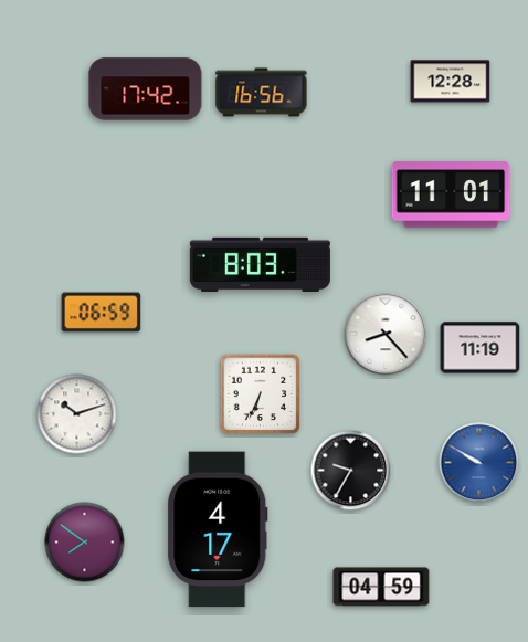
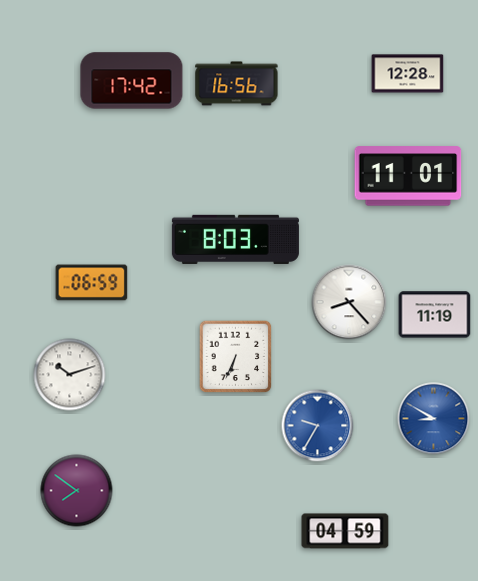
clock at (479, 463): 9:50 -> 8:50
clock at (351, 471) dial: black -> blue
clock at (218, 529): 4:17 -> none
